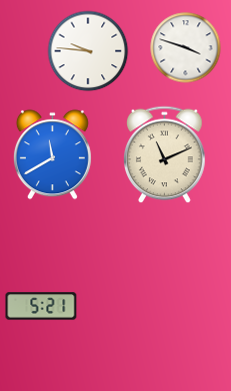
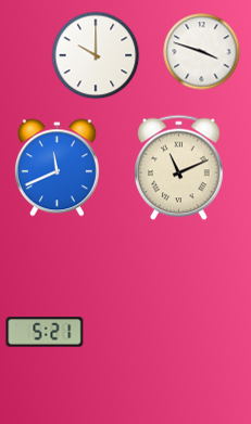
clock at (88, 51): 9:46 -> 10:00
clock at (52, 155): 11:40 -> 11:41
